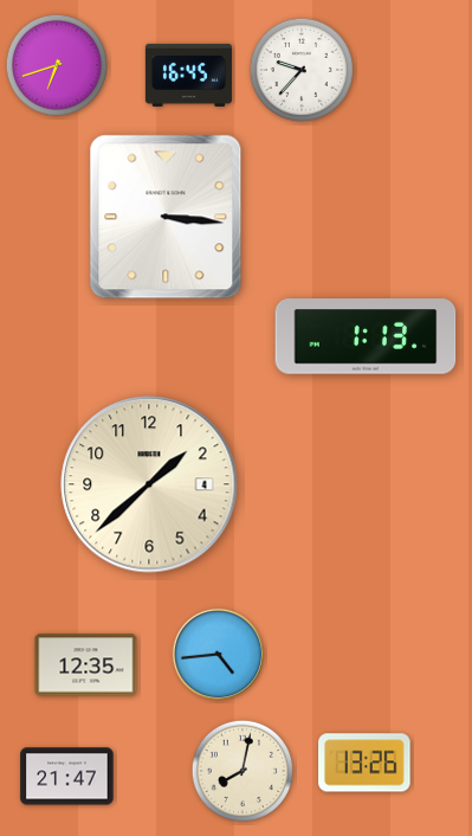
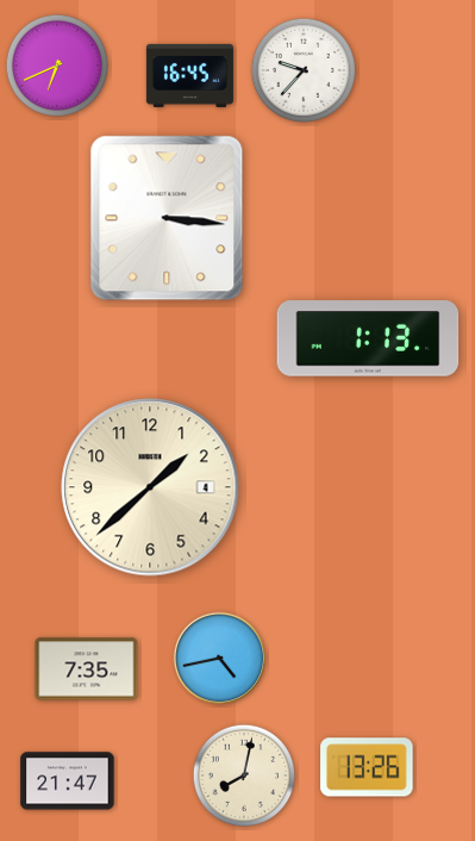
clock at (56, 64): 6:42 -> 6:41
clock at (218, 654): 4:44 -> 4:43
clock at (86, 665): 12:35 -> 7:35
